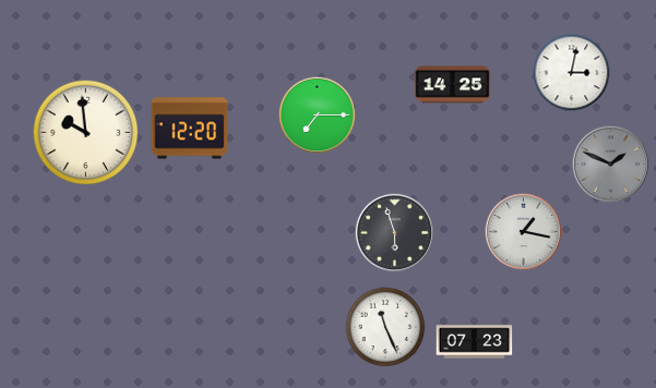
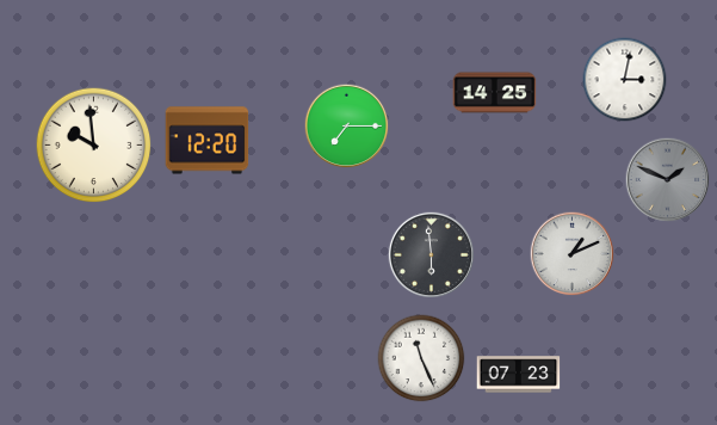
clock at (394, 232): 5:57 -> 5:59
clock at (524, 232): 1:17 -> 1:11
